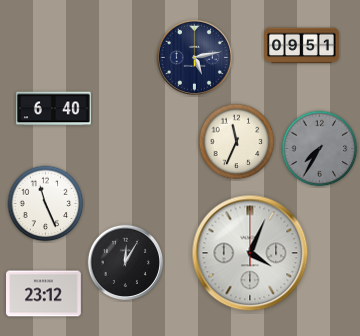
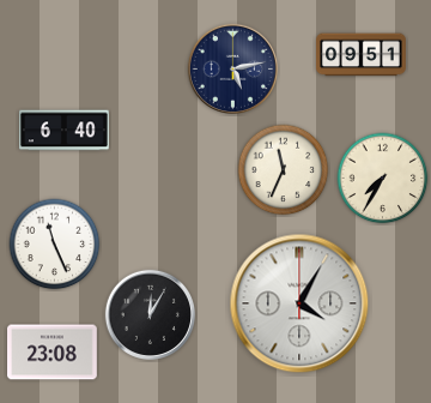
clock at (320, 149) dial: grey -> cream
clock at (250, 253): 4:04 -> 4:05
clock at (44, 294): 23:12 -> 23:08
